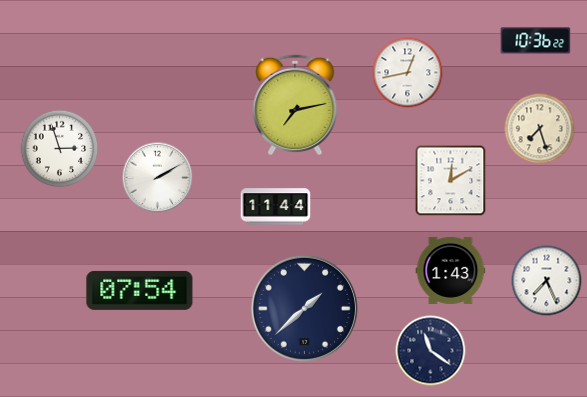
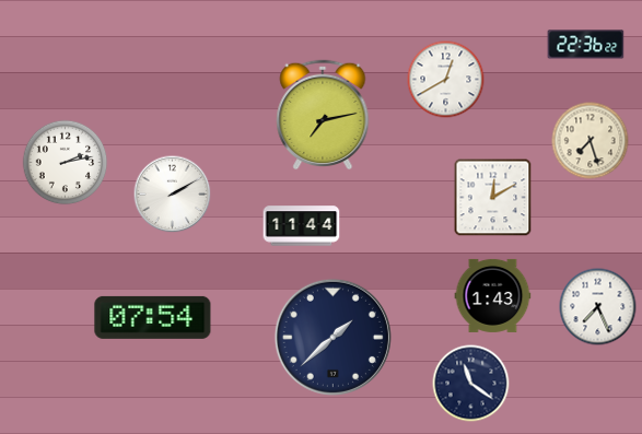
clock at (536, 41): 10:36 -> 22:36
clock at (408, 73): 12:43 -> 12:40
clock at (60, 149): 2:57 -> 2:13
